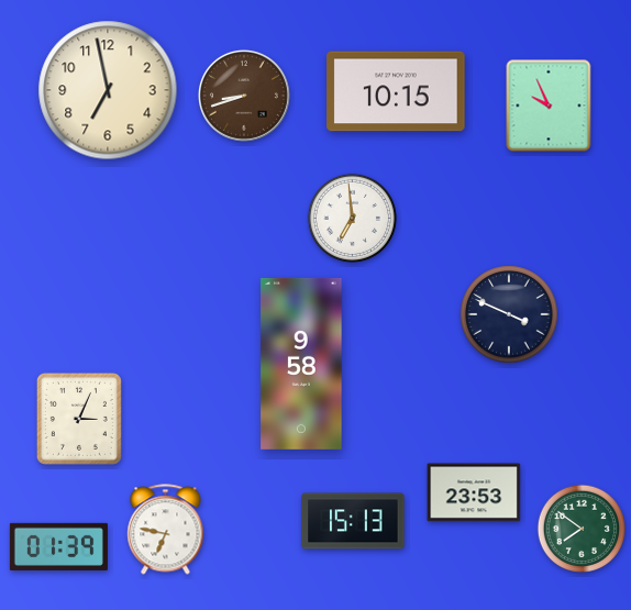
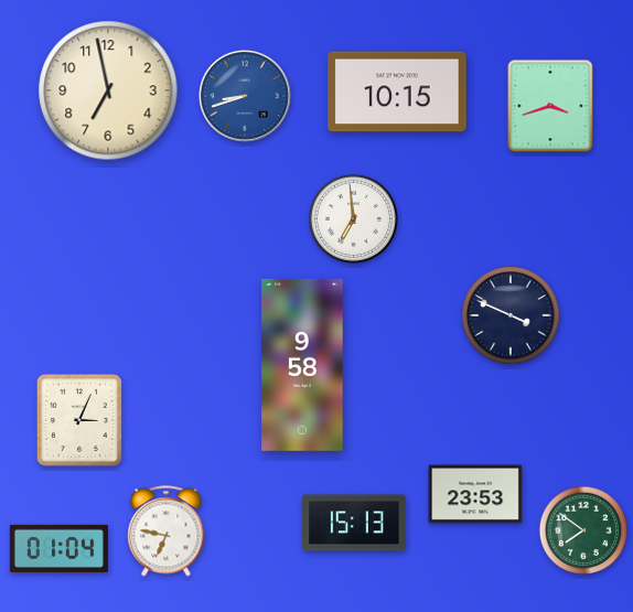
clock at (244, 96) dial: brown -> blue
clock at (549, 106): 9:56 -> 3:42
clock at (58, 546): 01:39 -> 01:04
